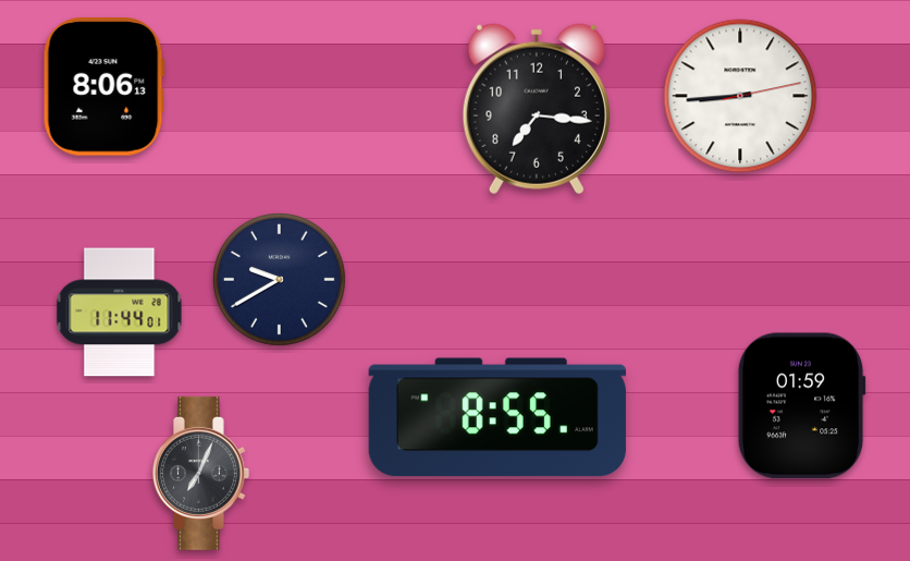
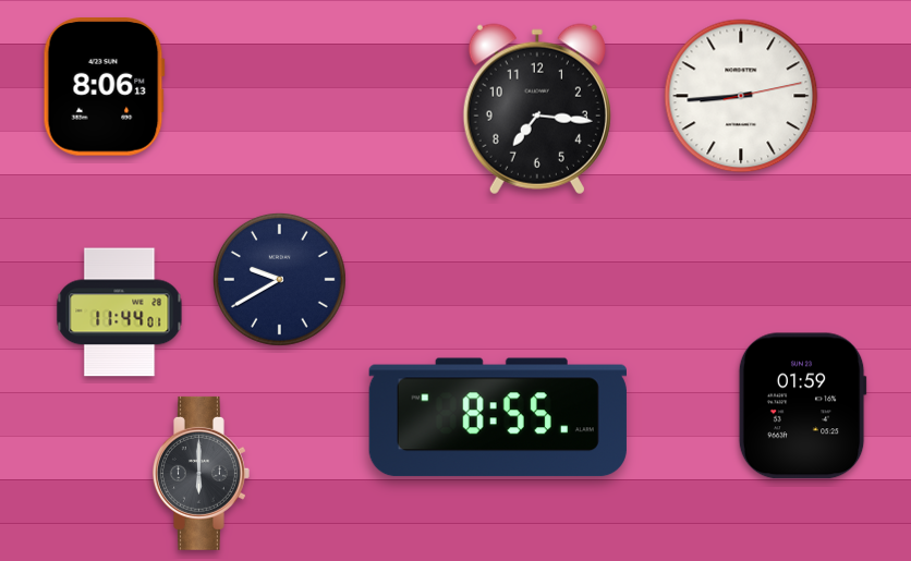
clock at (200, 473): 7:04 -> 6:00
